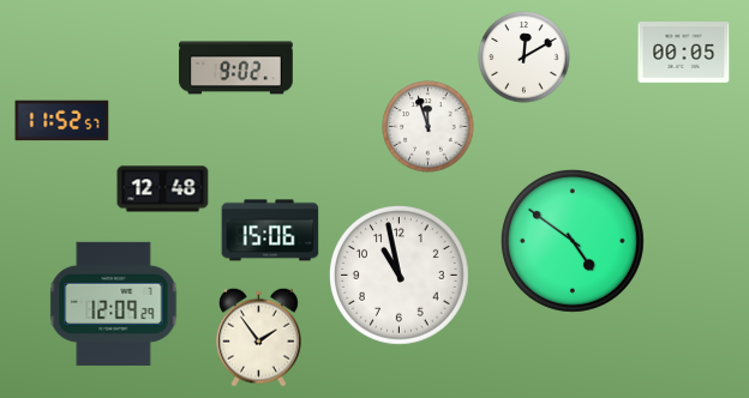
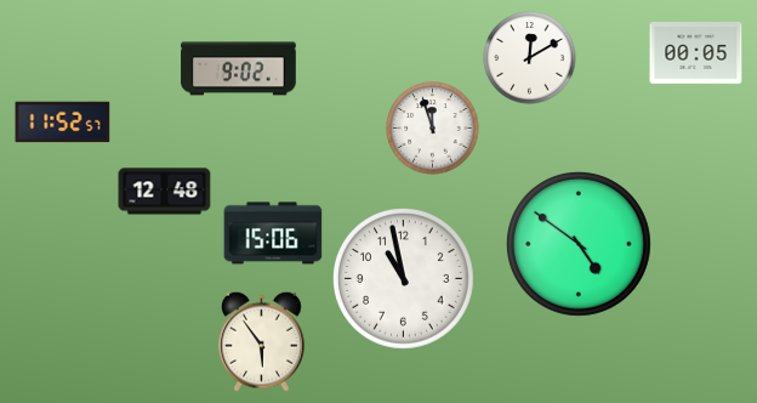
clock at (684, 53) position: (684, 53) -> (696, 53)
clock at (114, 303): 12:09 -> none
clock at (259, 337): 1:54 -> 5:54
